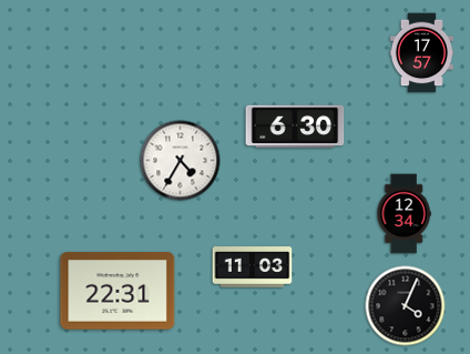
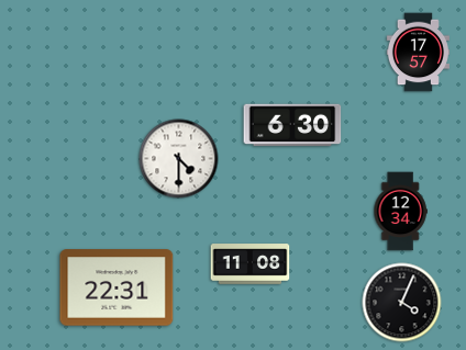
clock at (181, 161): 4:35 -> 4:30
clock at (253, 267): 11:03 -> 11:08
